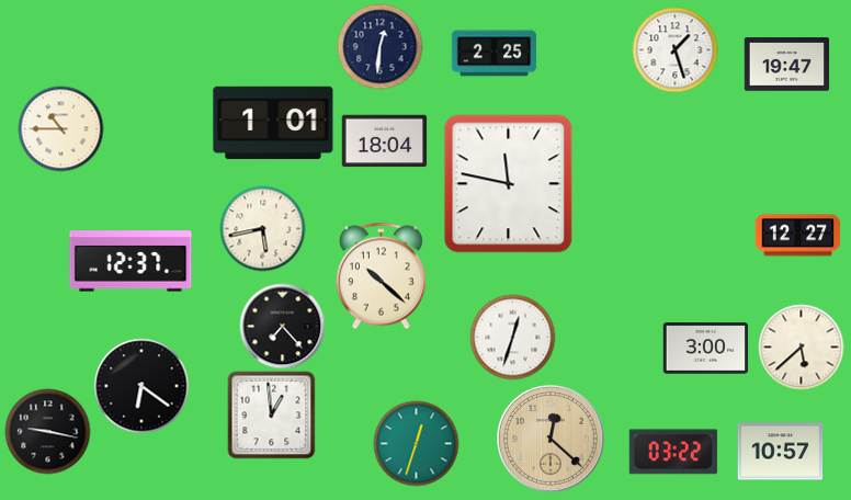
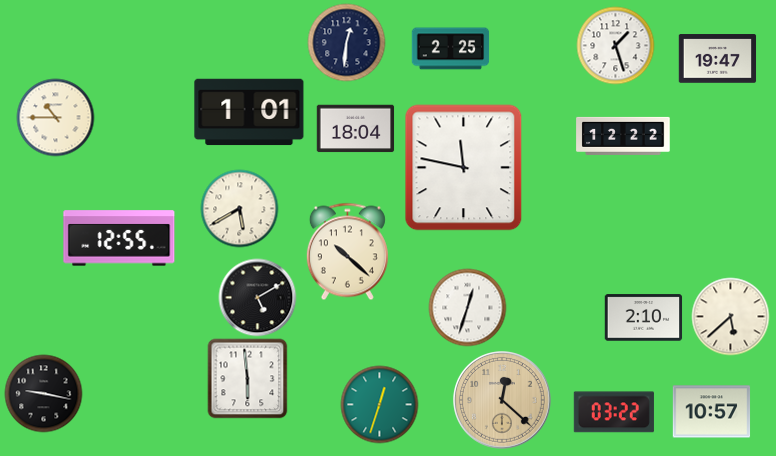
clock at (384, 141) position: (384, 141) -> (355, 129)
clock at (623, 136): none -> 12:22
clock at (262, 228): 5:43 -> 5:40
clock at (797, 236): 12:27 -> none
clock at (131, 261): 12:37 -> 12:55
clock at (282, 326): 7:23 -> 5:10
clock at (705, 349): 3:00 -> 2:10
clock at (141, 386): 6:21 -> none
clock at (271, 414): 12:59 -> 5:59
